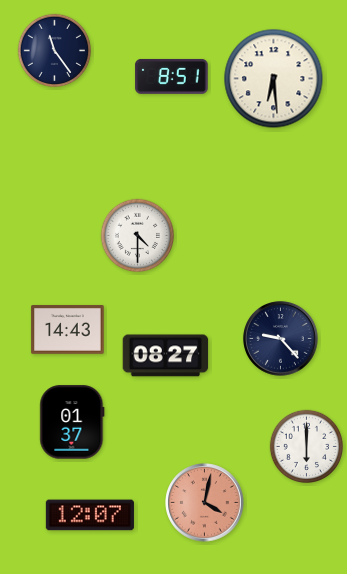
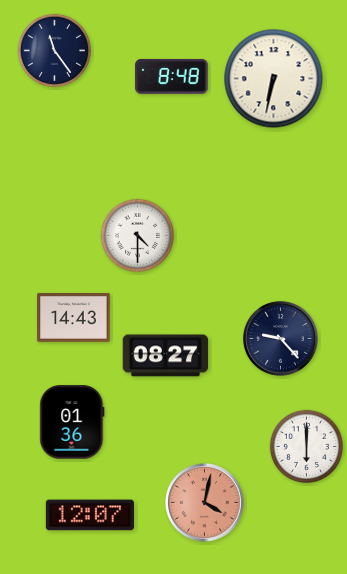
clock at (172, 76): 8:51 -> 8:48
clock at (274, 79): 6:29 -> 6:32
clock at (68, 330) position: (68, 330) -> (74, 318)
clock at (72, 422): 01:37 -> 01:36
